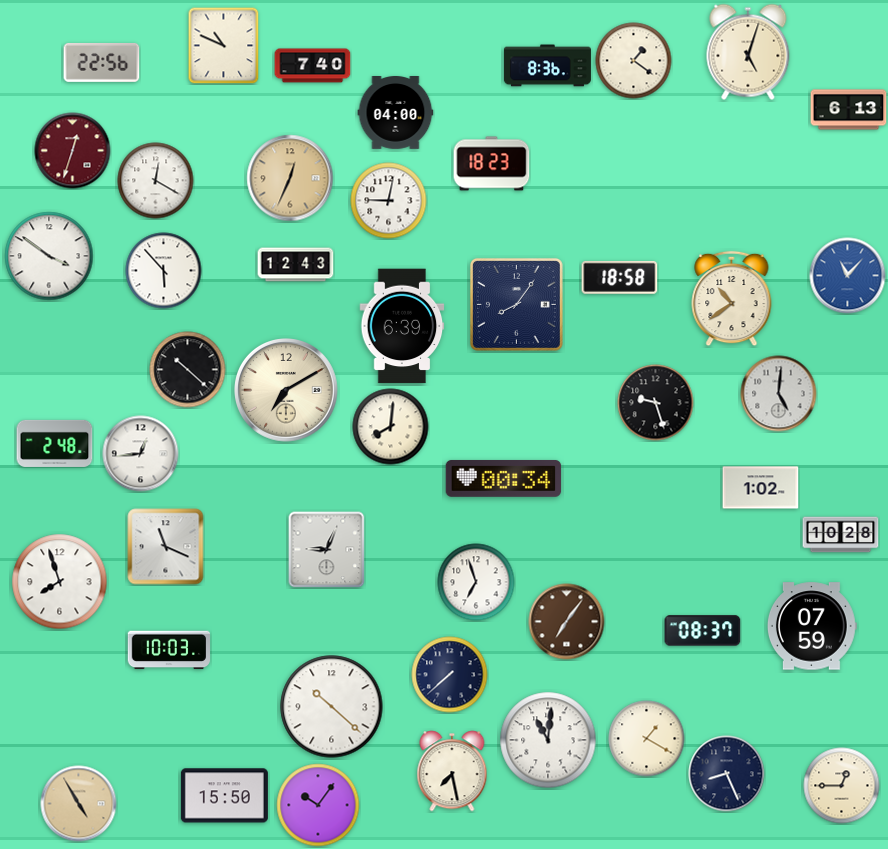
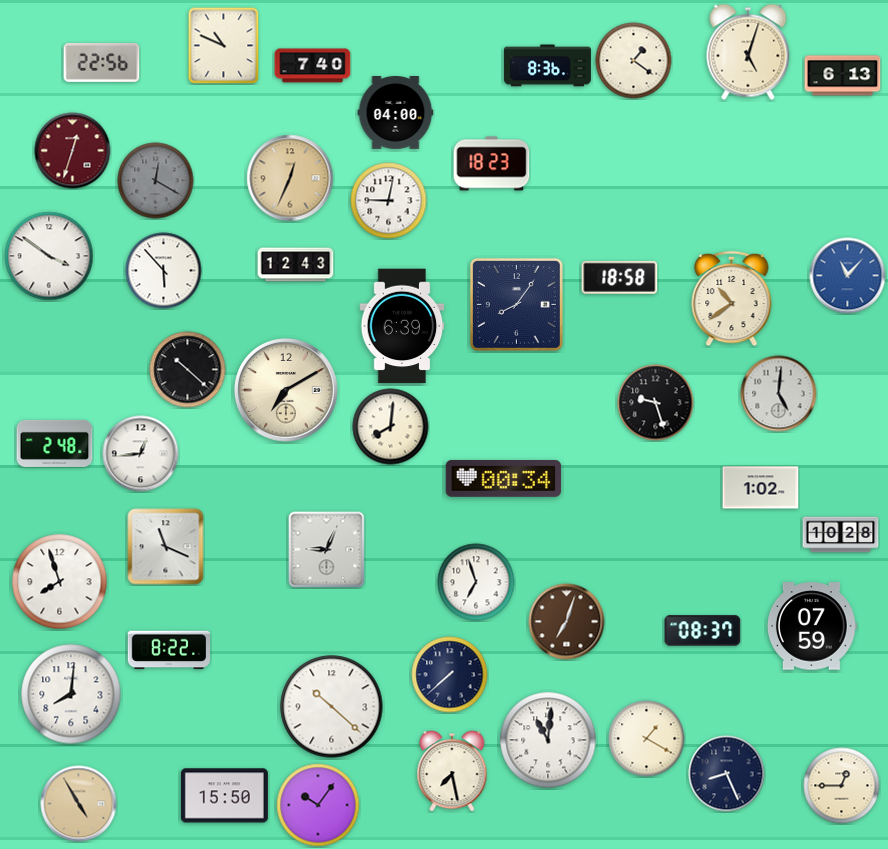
clock at (849, 110) position: (849, 110) -> (843, 76)
clock at (156, 181) dial: white -> grey
clock at (567, 622): 7:06 -> 7:03
clock at (169, 650): 10:03 -> 8:22
clock at (71, 694): none -> 8:01
